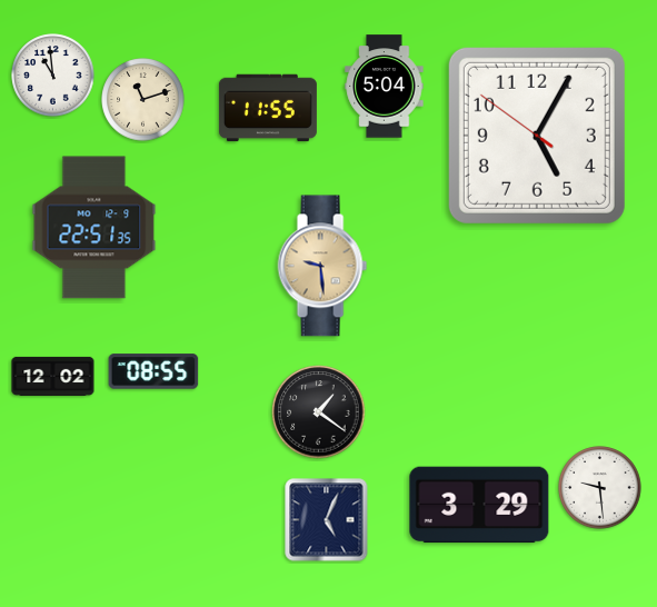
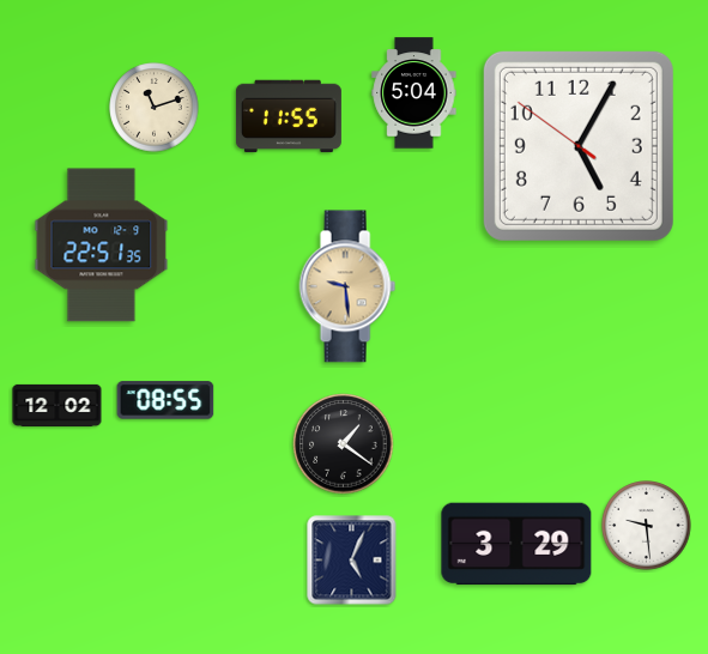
clock at (53, 76): 10:59 -> none
